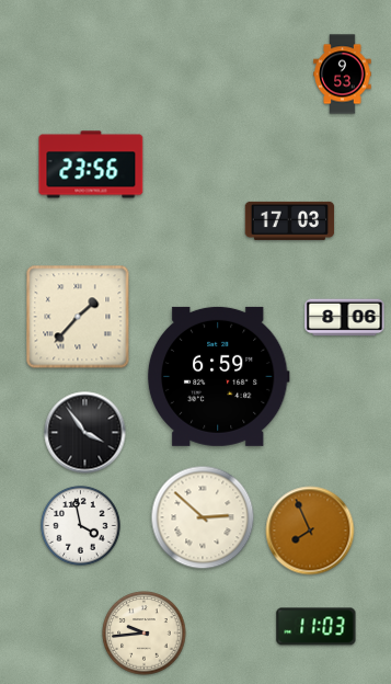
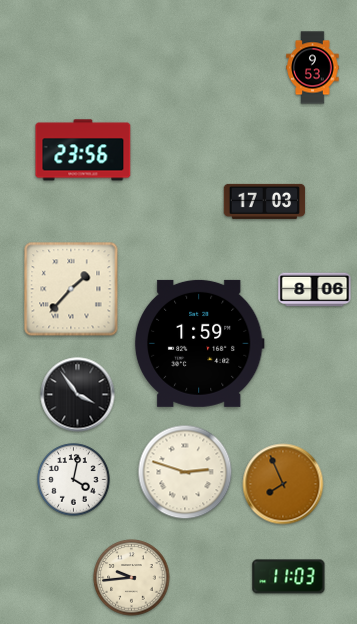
clock at (218, 376): 6:59 -> 1:59
clock at (203, 517): 2:52 -> 2:48
clock at (81, 526): 3:58 -> 4:02
clock at (317, 627) position: (317, 627) -> (289, 577)
